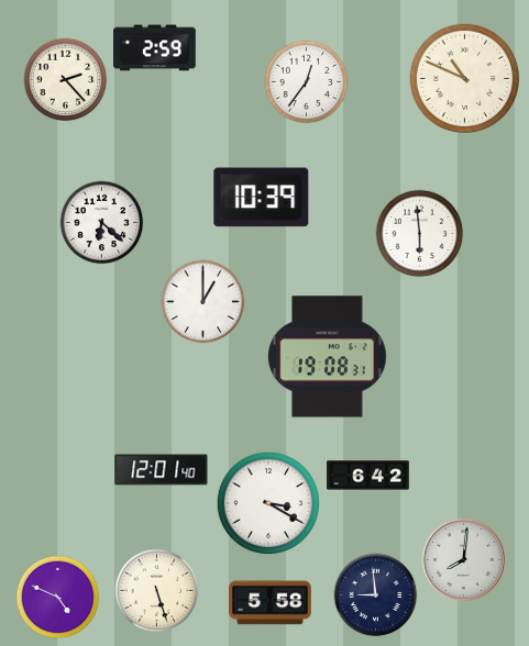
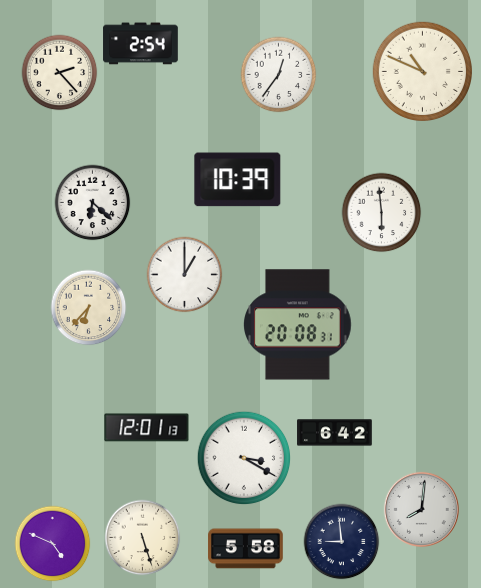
clock at (155, 48): 2:59 -> 2:54
clock at (89, 308): none -> 6:37
clock at (328, 357): 19:08 -> 20:08
clock at (162, 470): 12:01:40 -> 12:01:13
